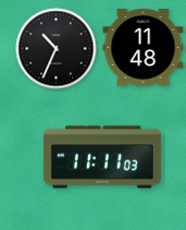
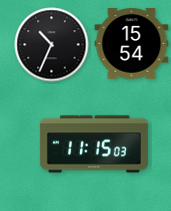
clock at (144, 48): 11:48 -> 15:54
clock at (102, 157): 11:11 -> 11:15
